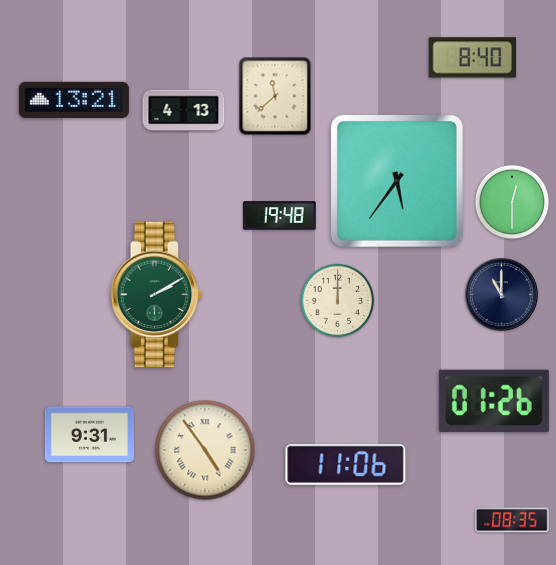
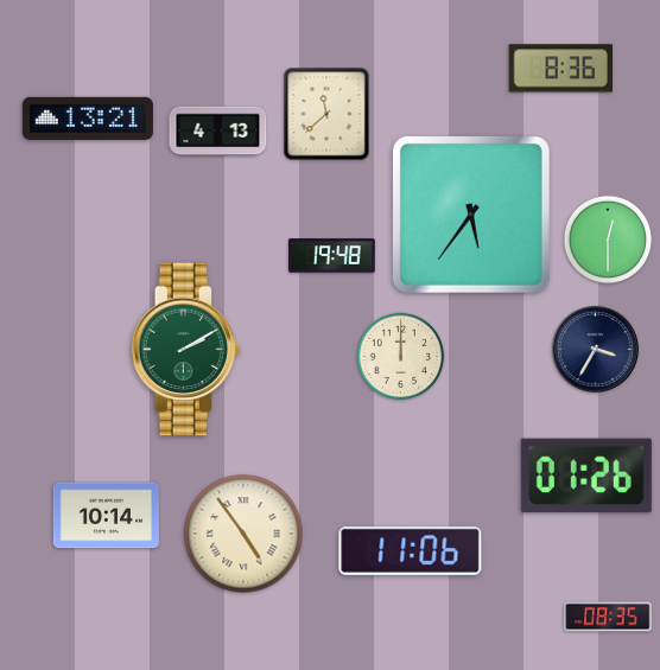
clock at (472, 58): 8:40 -> 8:36
clock at (501, 294): 11:00 -> 3:35
clock at (89, 435): 9:31 -> 10:14
